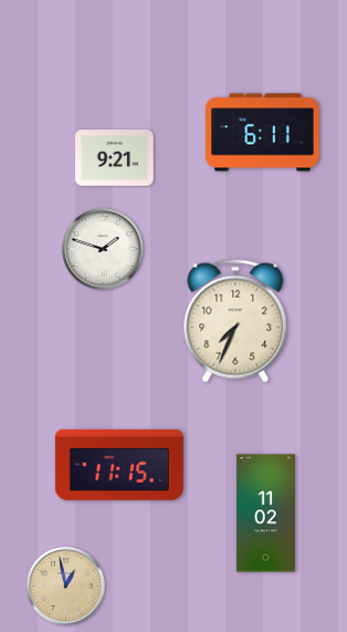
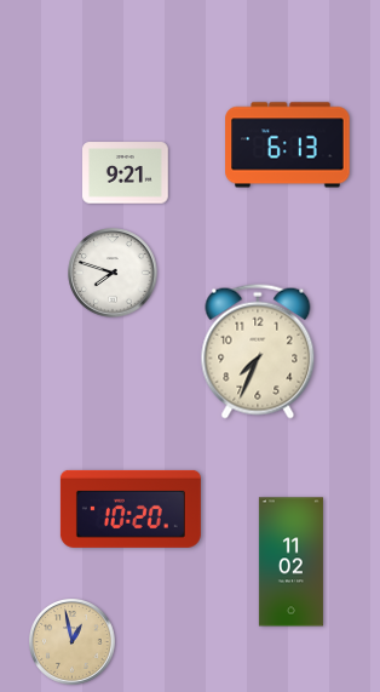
clock at (263, 133): 6:11 -> 6:13
clock at (103, 249): 1:48 -> 7:48
clock at (119, 465): 11:15 -> 10:20
